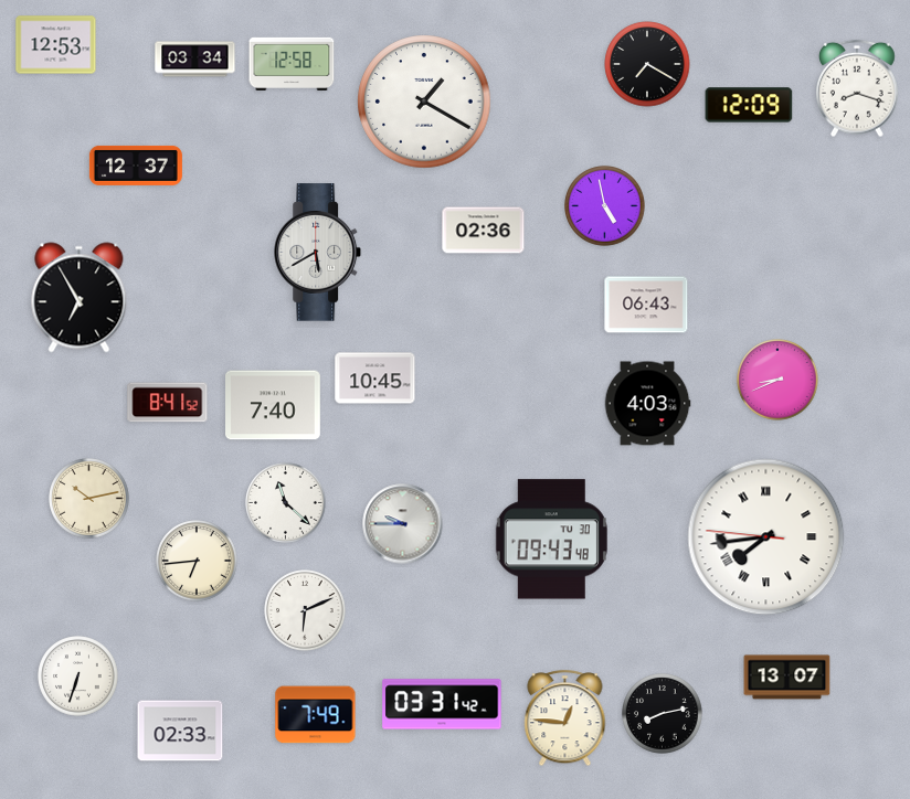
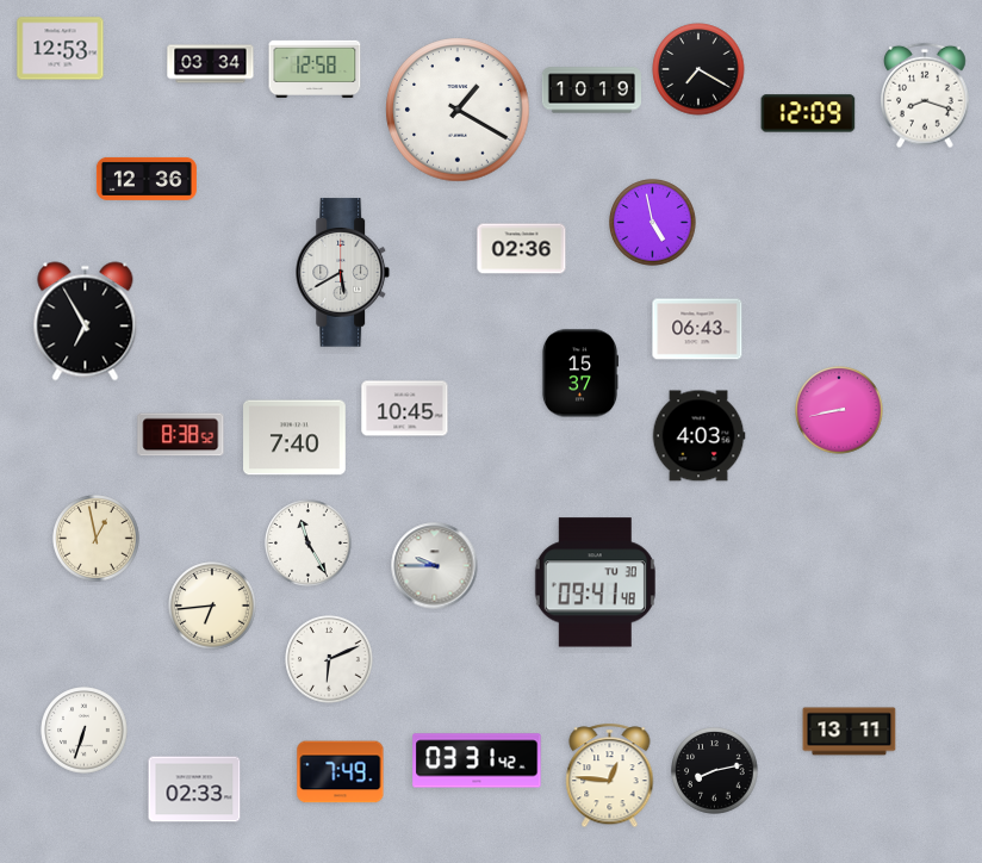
clock at (591, 91): none -> 10:19
clock at (136, 166): 12:37 -> 12:36
clock at (579, 373): none -> 15:37
clock at (777, 380): 8:41 -> 8:43
clock at (168, 403): 8:41 -> 8:38
clock at (89, 499): 10:13 -> 12:58
clock at (286, 503): 11:22 -> 11:25
clock at (766, 537): 7:43 -> none
clock at (551, 540): 09:43 -> 09:41
clock at (787, 678): 13:07 -> 13:11
